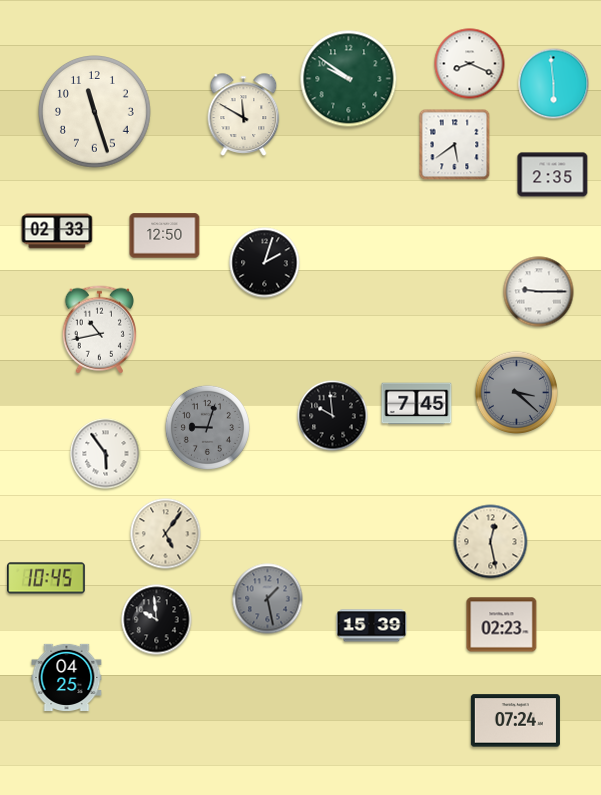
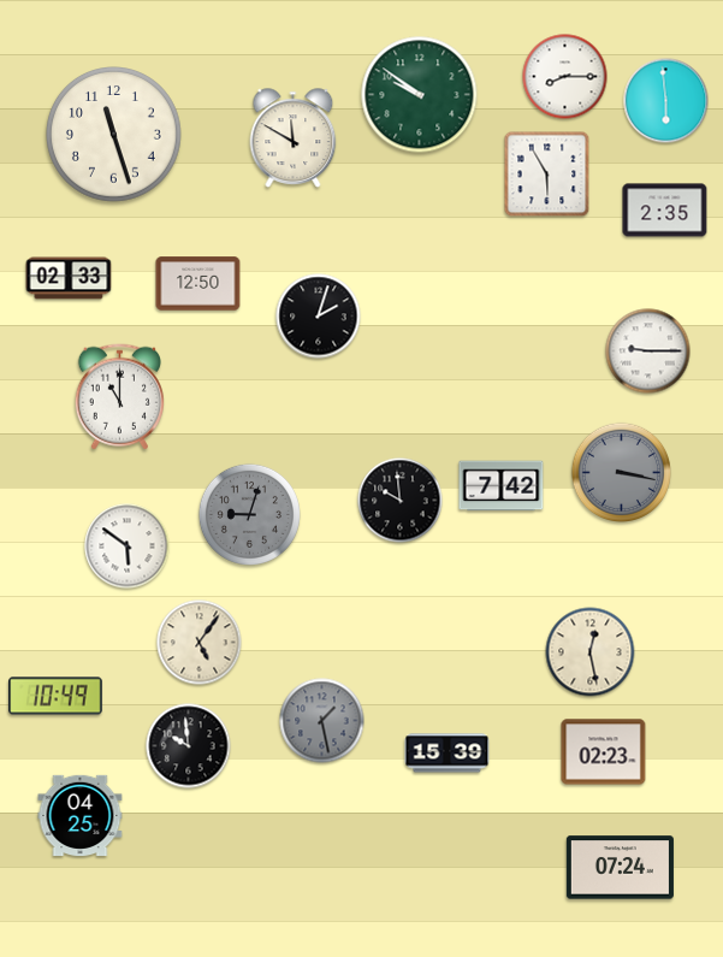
clock at (470, 64): 8:19 -> 8:15
clock at (455, 145): 5:39 -> 5:55
clock at (99, 330): 10:43 -> 11:00
clock at (517, 393): 3:22 -> 3:17
clock at (417, 404): 7:45 -> 7:42
clock at (106, 454): 5:54 -> 5:51
clock at (46, 578): 10:45 -> 10:49
